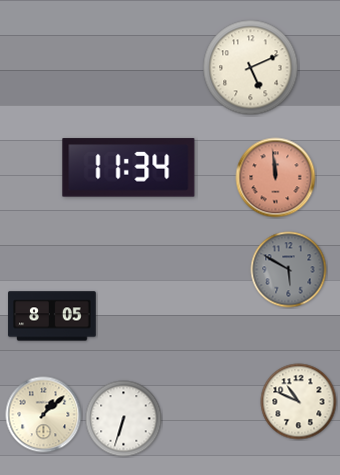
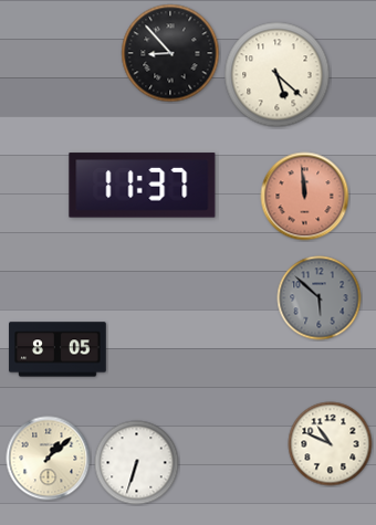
clock at (170, 53): none -> 8:53
clock at (251, 68): 5:11 -> 5:22
clock at (129, 168): 11:34 -> 11:37
clock at (289, 270): 5:50 -> 5:52
